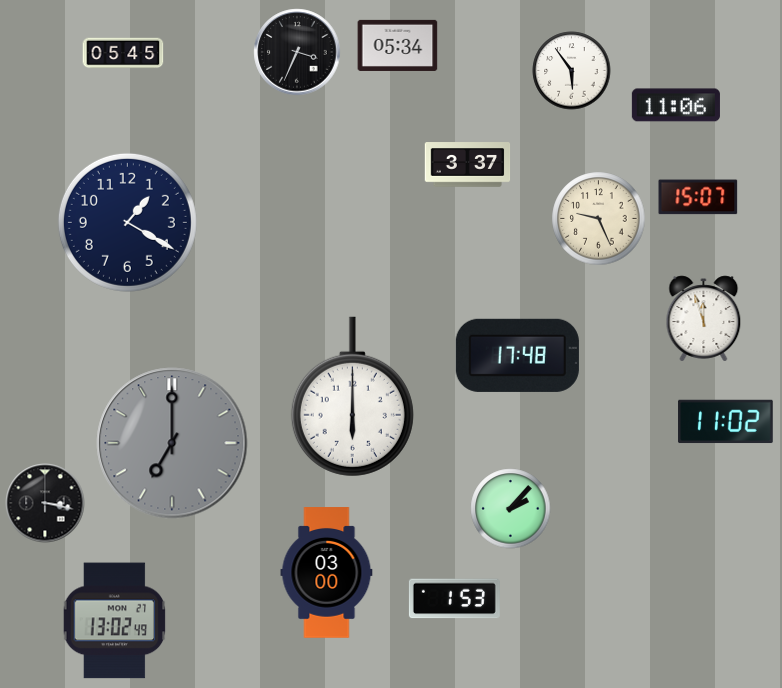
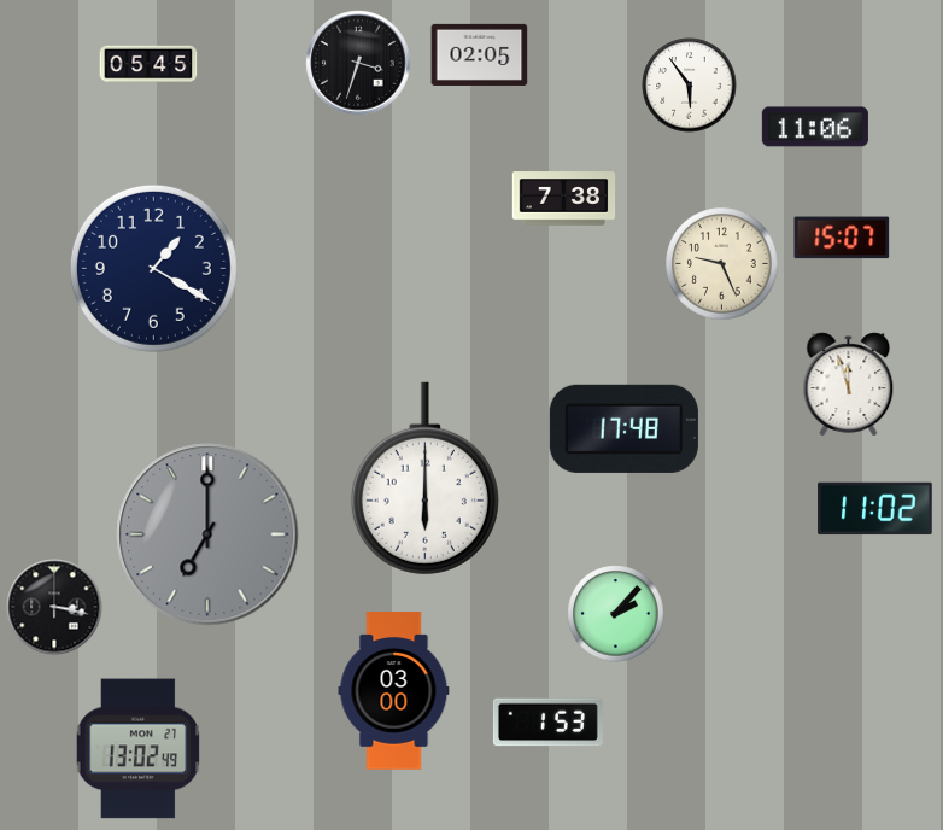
clock at (398, 45): 05:34 -> 02:05
clock at (297, 52): 3:34 -> 3:33
clock at (468, 165): 3:37 -> 7:38
